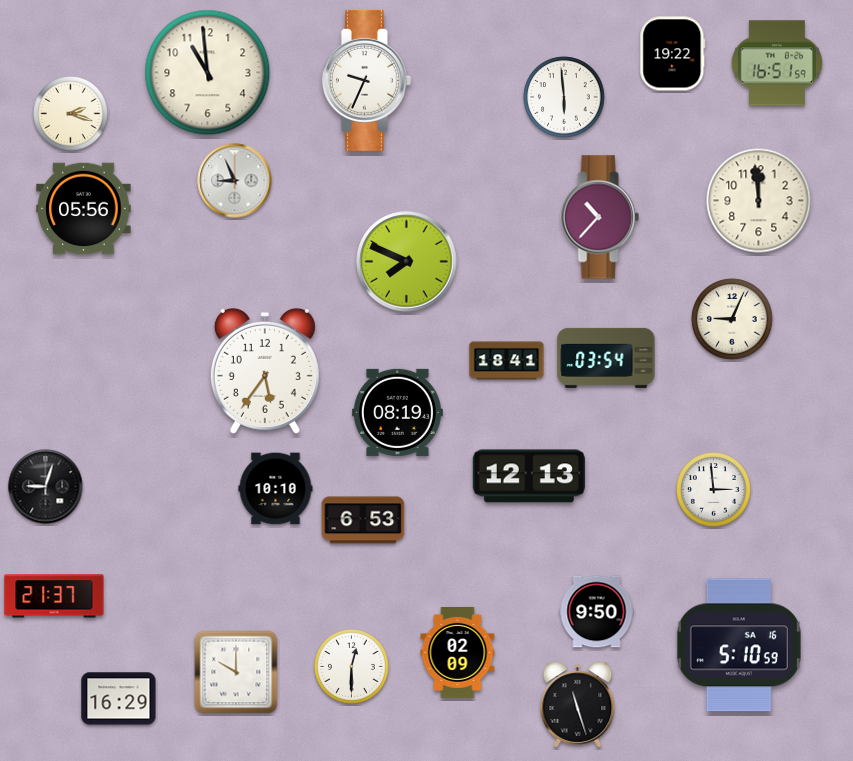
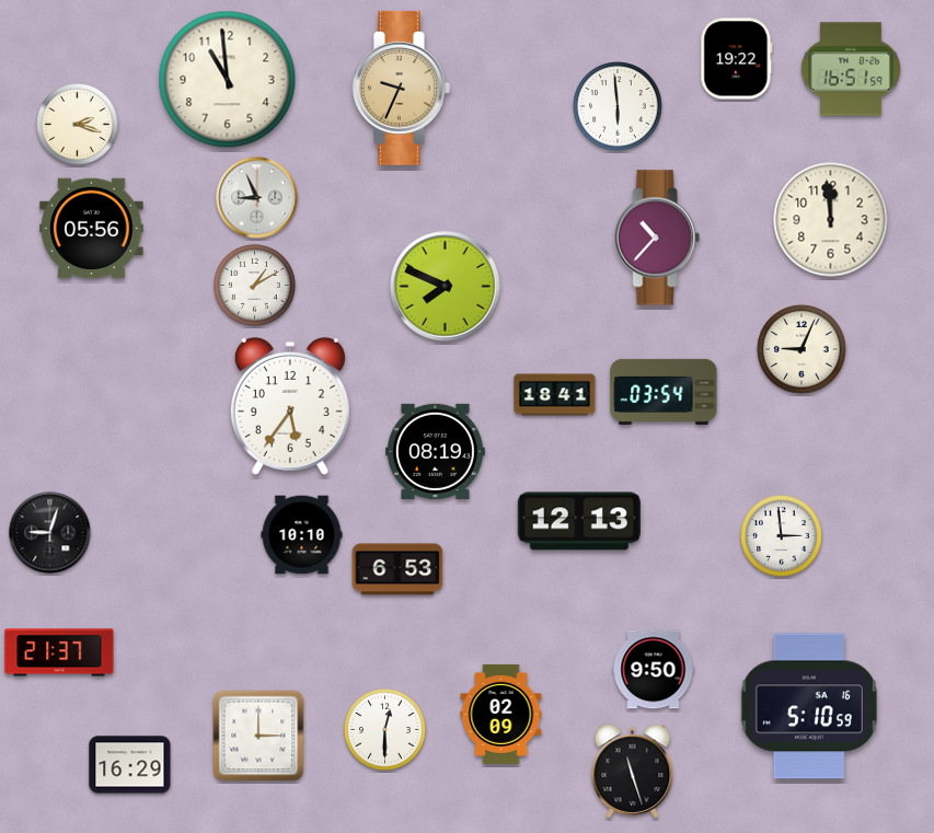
clock at (366, 80) dial: white -> champagne
clock at (255, 286): none -> 1:10
clock at (236, 672): 10:00 -> 3:00
